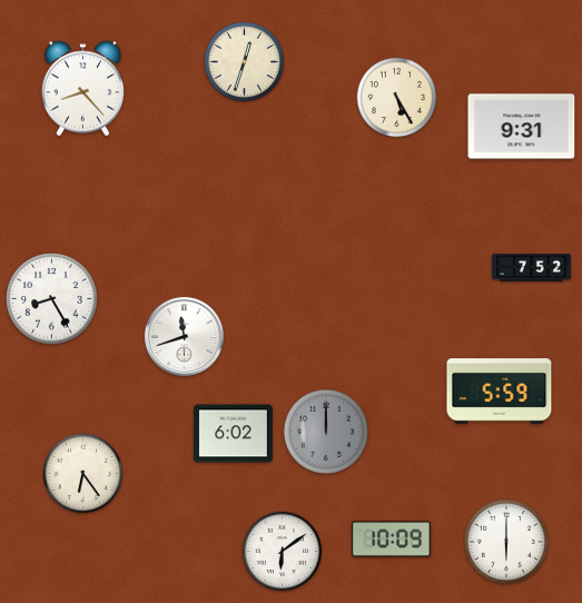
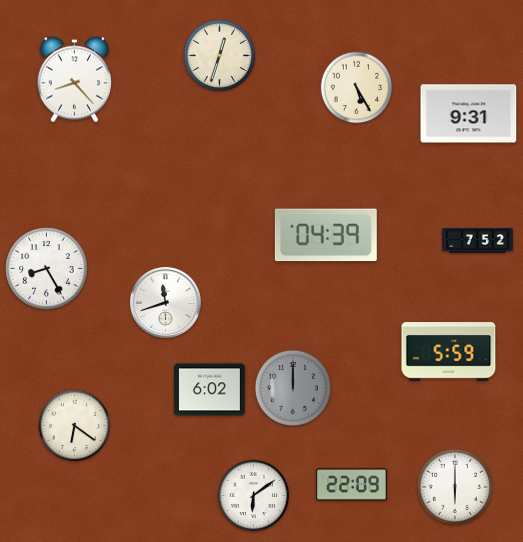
clock at (326, 235): none -> 04:39
clock at (83, 474): 6:24 -> 6:21
clock at (391, 540): 10:09 -> 22:09
